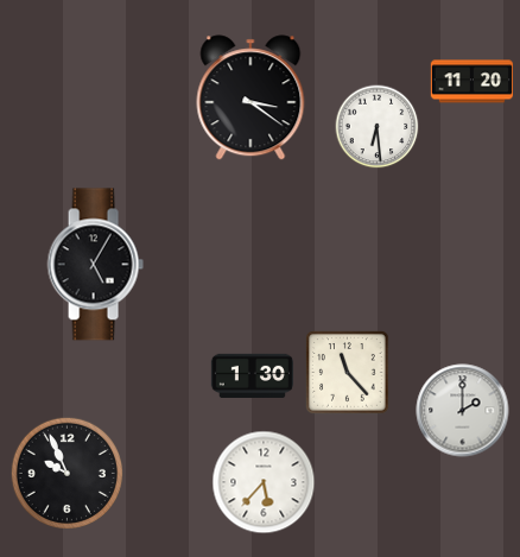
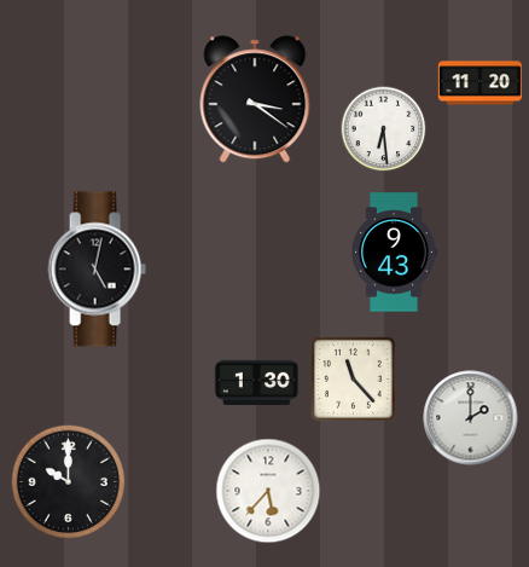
clock at (395, 253): none -> 9:43
clock at (95, 265): 5:05 -> 5:02
clock at (66, 473): 9:56 -> 10:00
